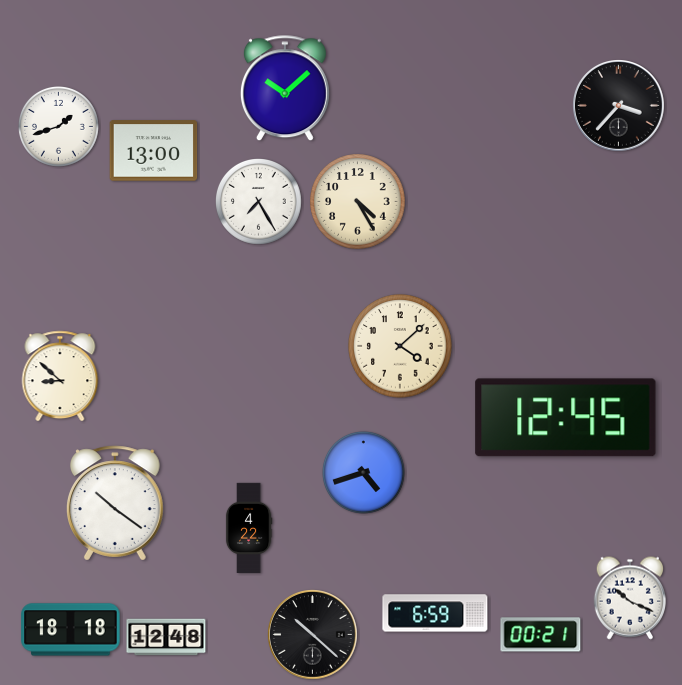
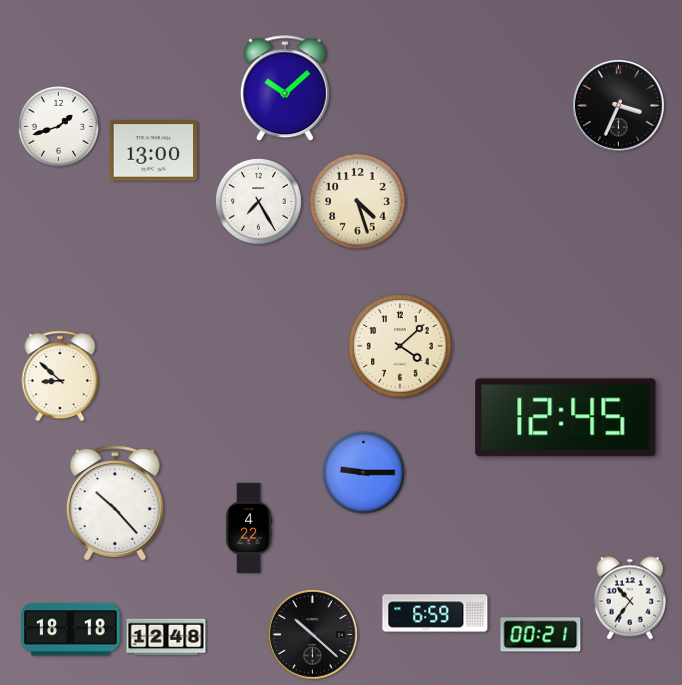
clock at (619, 106): 3:37 -> 3:34
clock at (358, 202): 4:25 -> 4:27
clock at (363, 472): 4:42 -> 9:15
clock at (116, 503): 10:21 -> 10:23
clock at (629, 598): 10:19 -> 10:36
